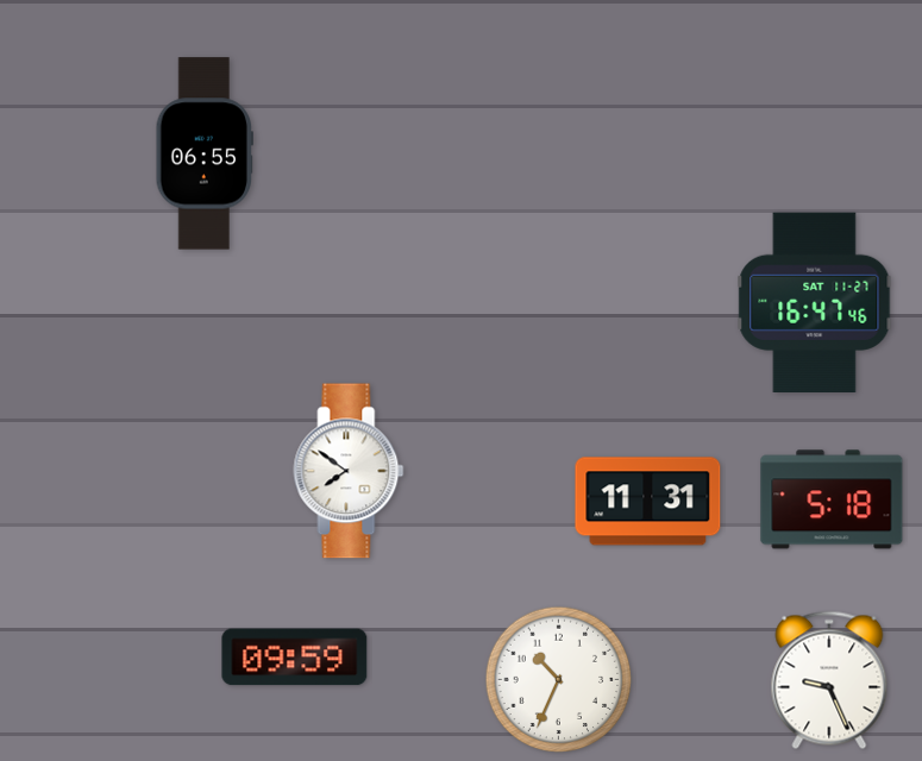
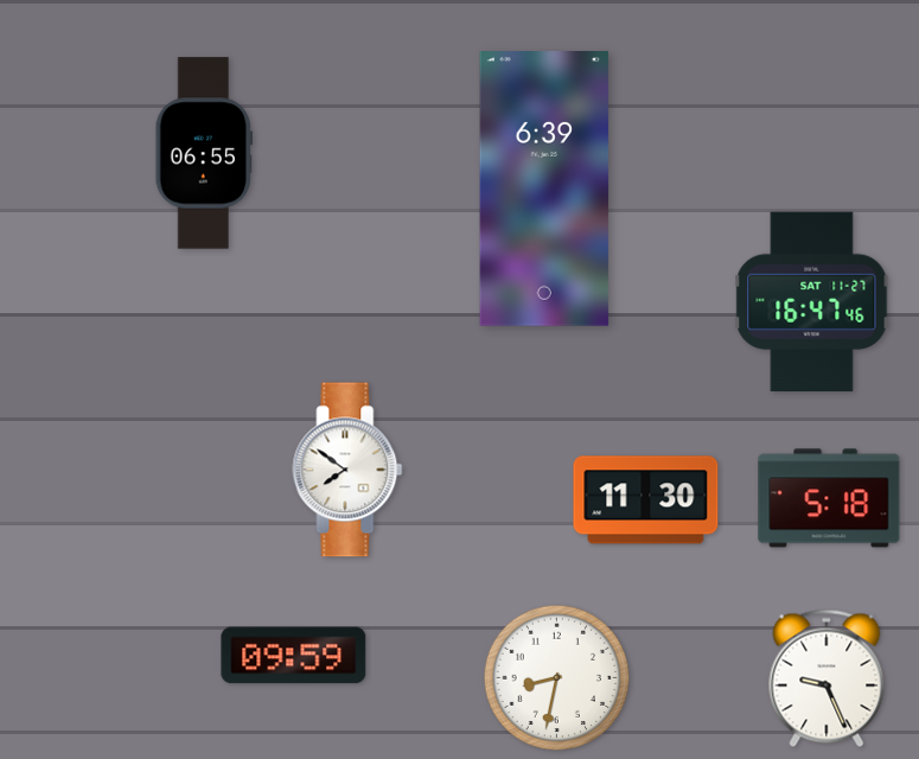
clock at (544, 190): none -> 6:39
clock at (648, 502): 11:31 -> 11:30
clock at (559, 680): 10:34 -> 8:32
